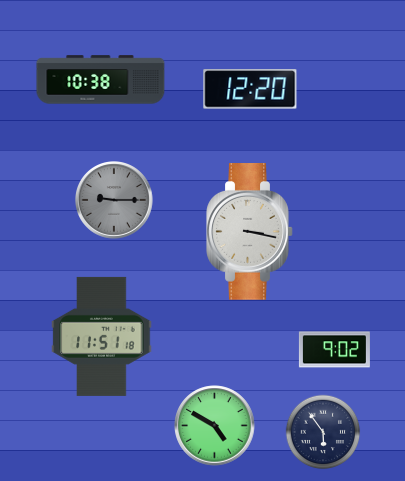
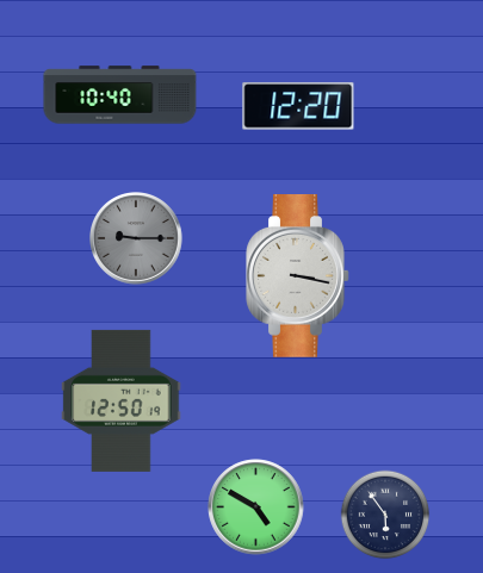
clock at (101, 80): 10:38 -> 10:40
clock at (102, 336): 11:51 -> 12:50
clock at (334, 350): 9:02 -> none
